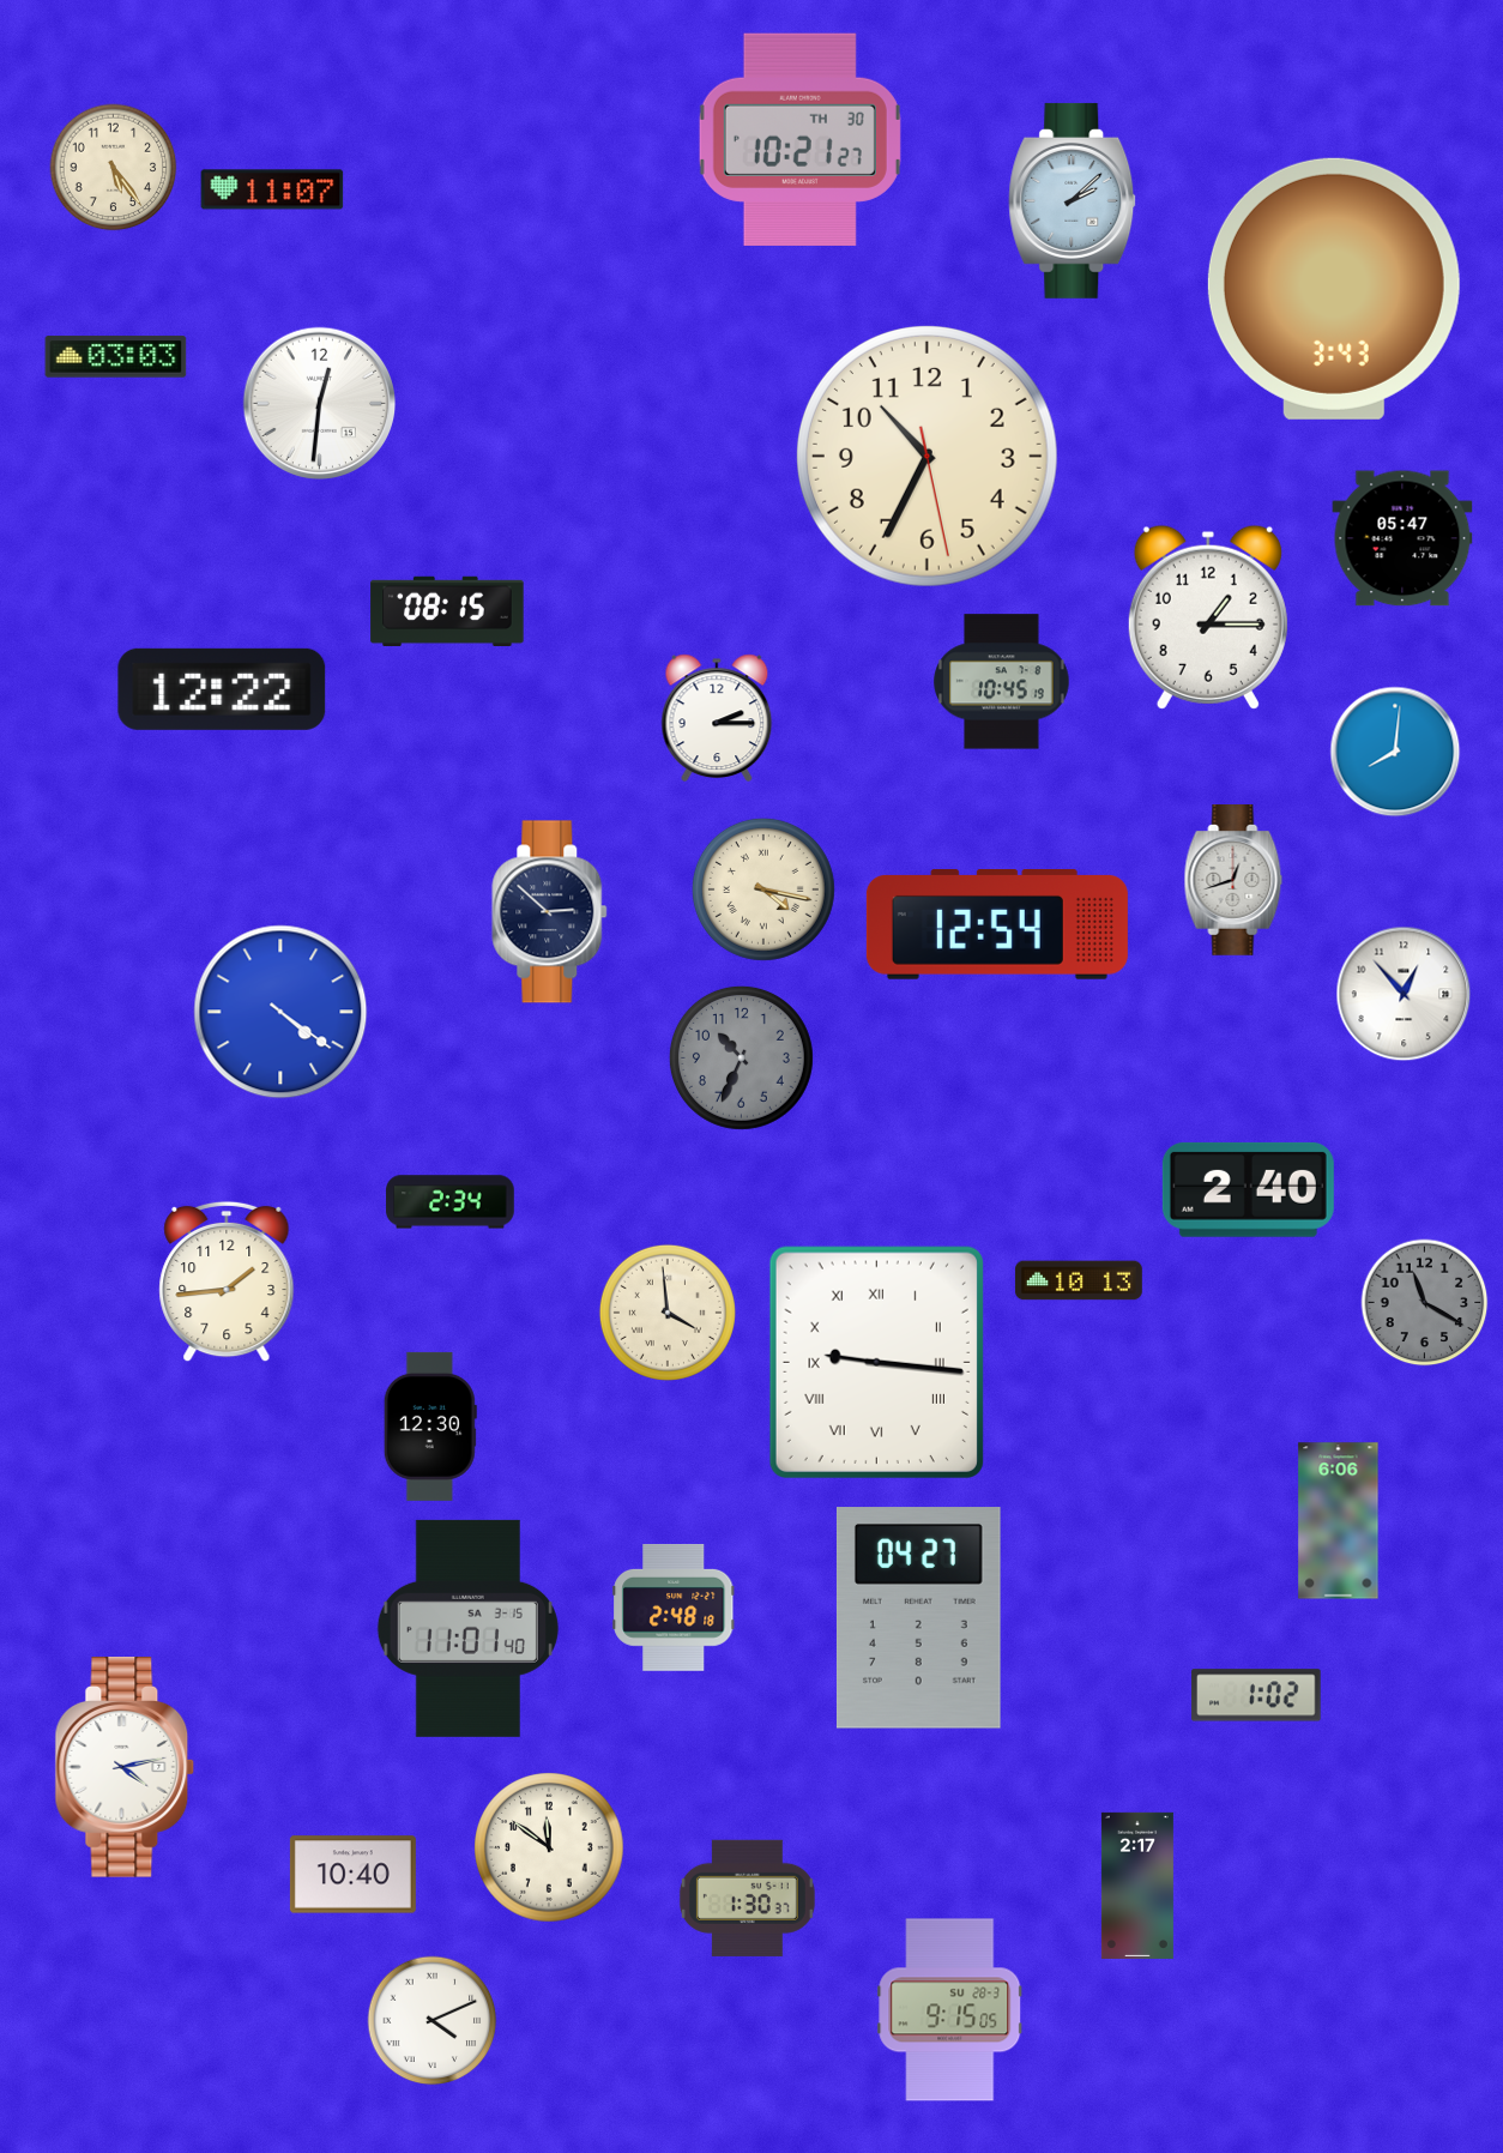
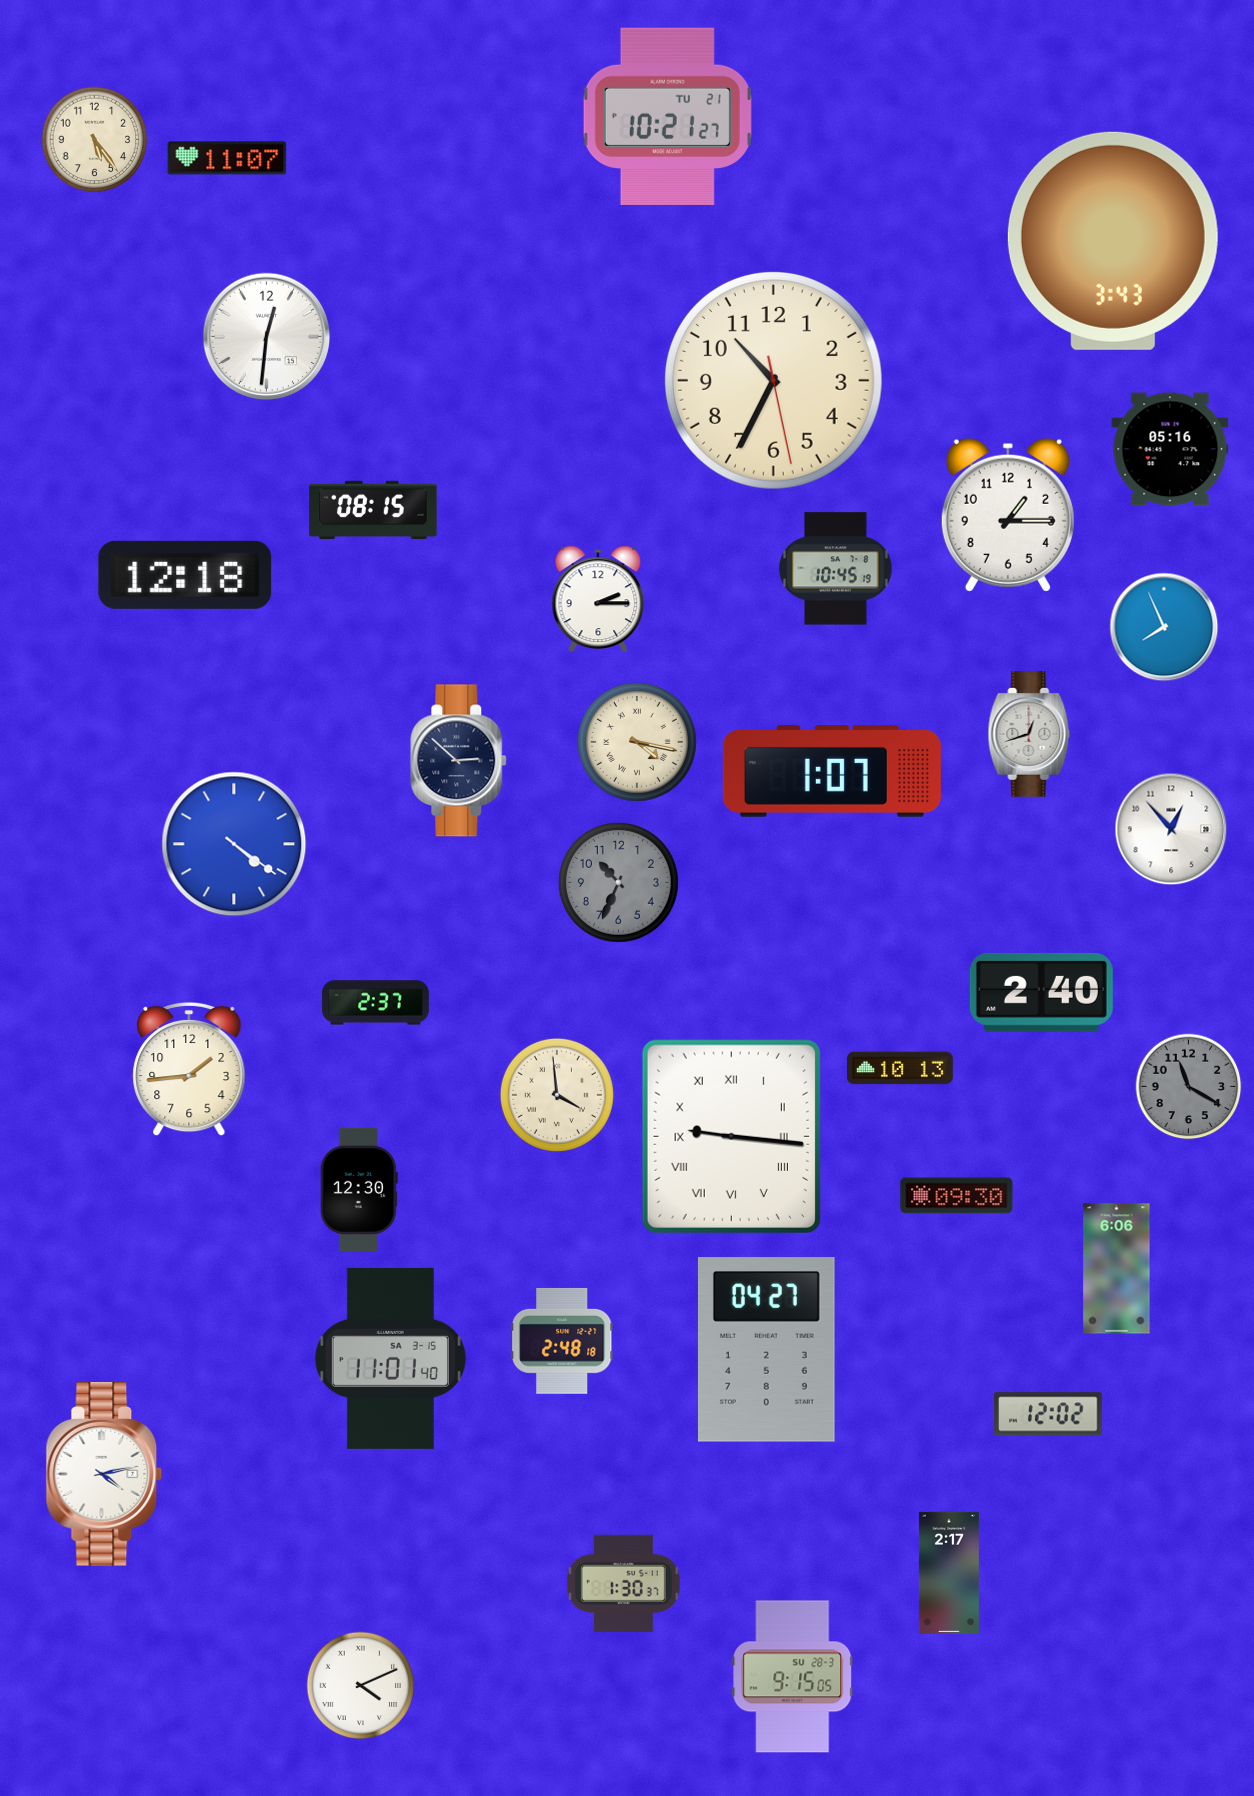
clock at (799, 139) date: TH 30 -> TU 21
clock at (1073, 200): 2:08 -> none
clock at (116, 357): 03:03 -> none
clock at (1402, 538): 05:47 -> 05:16
clock at (222, 689): 12:22 -> 12:18
clock at (1395, 752): 8:01 -> 7:56
clock at (997, 925): 12:54 -> 1:07
clock at (451, 1202): 2:34 -> 2:37
clock at (957, 1196): none -> 09:30
clock at (1256, 1695): 1:02 -> 12:02
clock at (549, 1847): 11:51 -> none
clock at (352, 1875): 10:40 -> none
